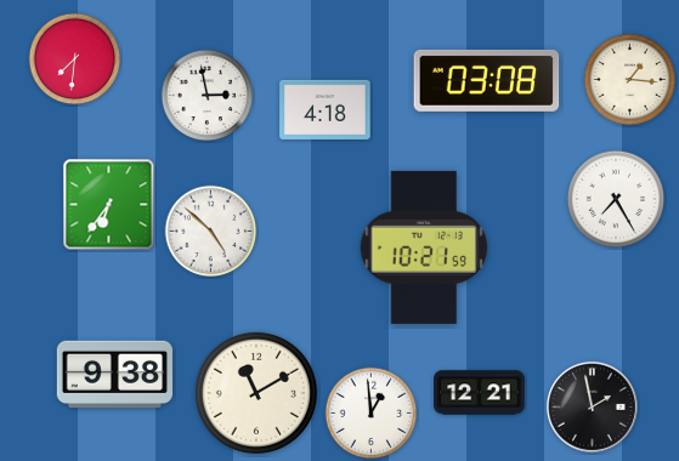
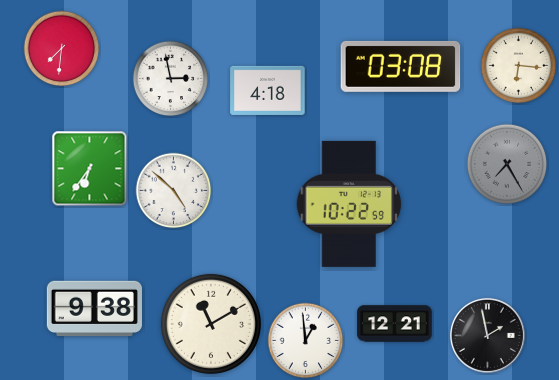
clock at (630, 80): 1:16 -> 6:16
clock at (616, 199) dial: white -> grey
clock at (424, 247): 10:21 -> 10:22
